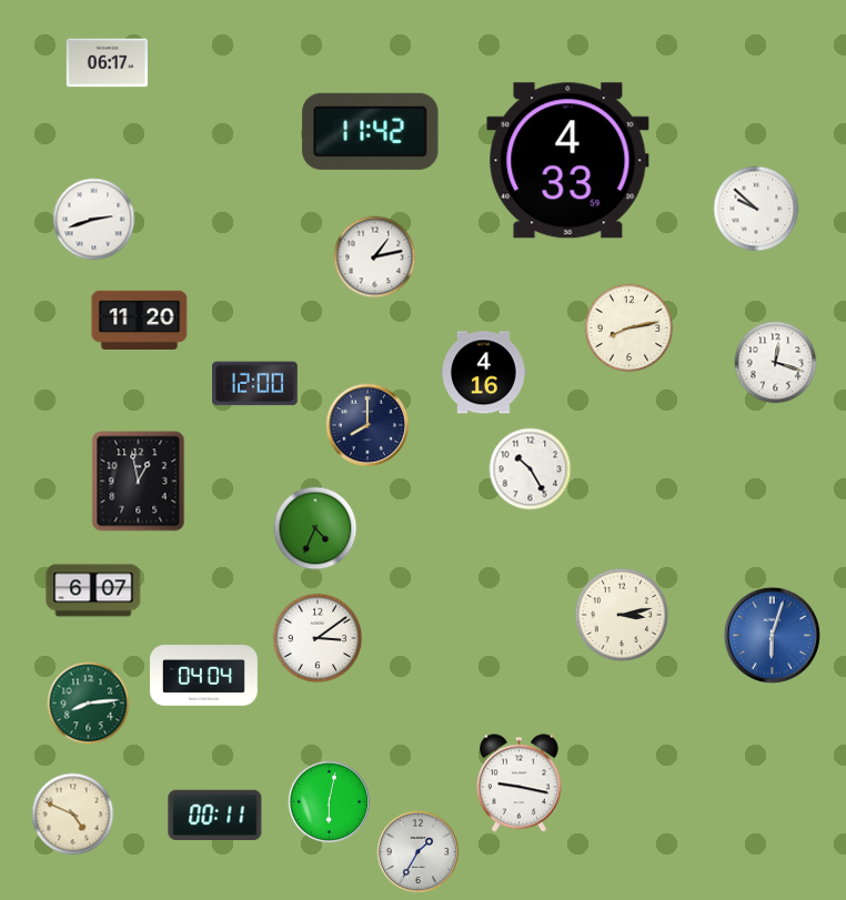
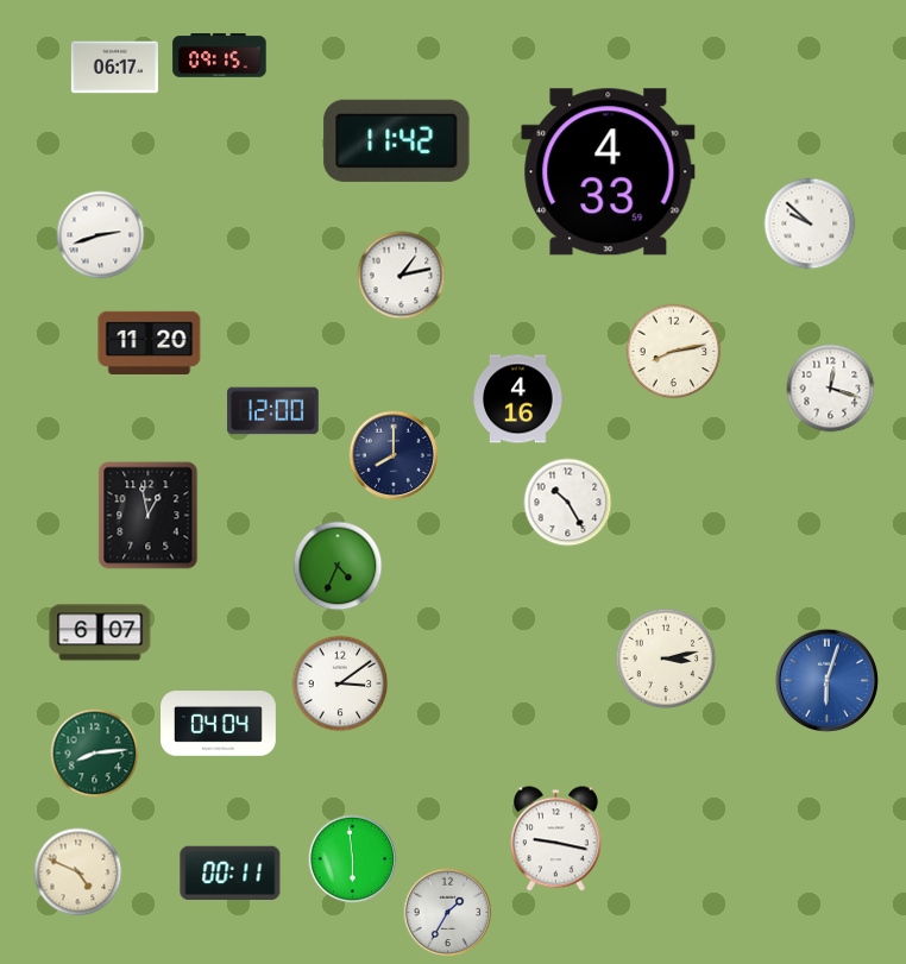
clock at (220, 56): none -> 09:15
clock at (330, 802): 6:02 -> 5:59
